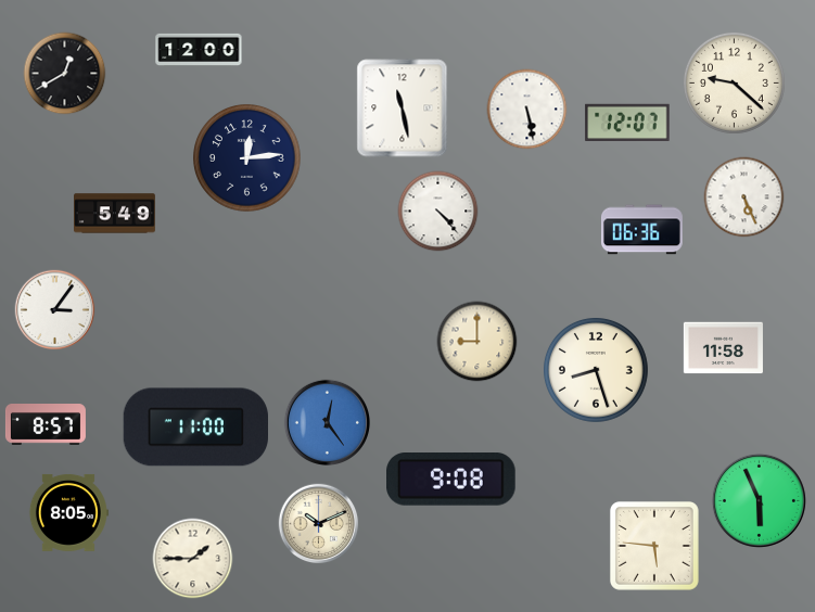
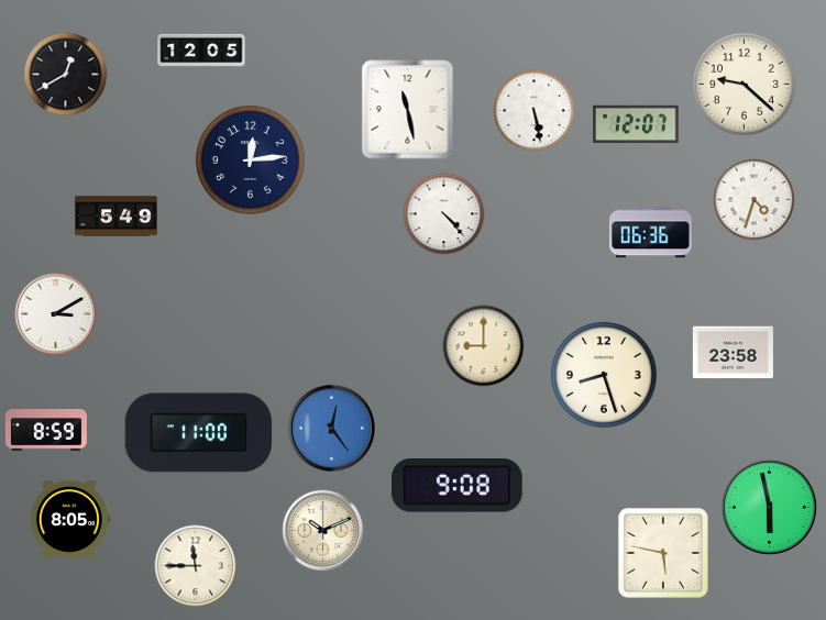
clock at (199, 50): 12:00 -> 12:05
clock at (744, 197): 5:26 -> 4:33
clock at (55, 310): 3:06 -> 3:10
clock at (723, 348): 11:58 -> 23:58
clock at (46, 425): 8:57 -> 8:59
clock at (759, 500): 5:56 -> 5:58
clock at (654, 546): 5:46 -> 5:47
clock at (193, 559): 1:45 -> 11:45
